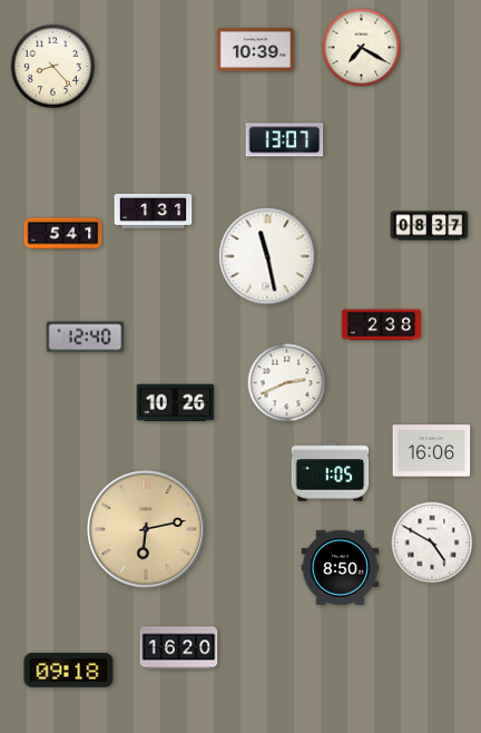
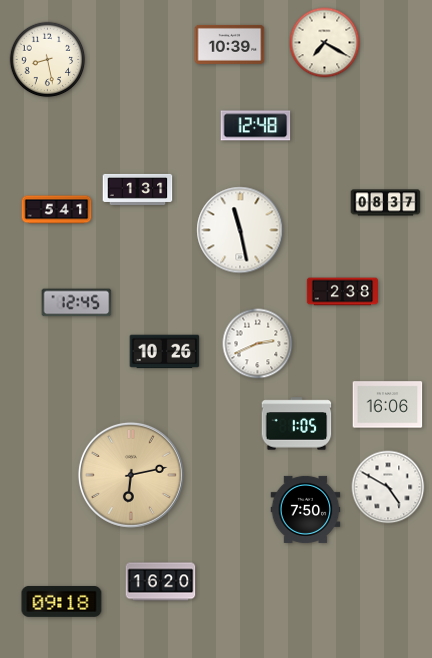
clock at (53, 67): 8:23 -> 8:28
clock at (285, 140): 13:07 -> 12:48
clock at (86, 338): 12:40 -> 12:45
clock at (176, 403) position: (176, 403) -> (165, 352)
clock at (341, 567): 8:50 -> 7:50
